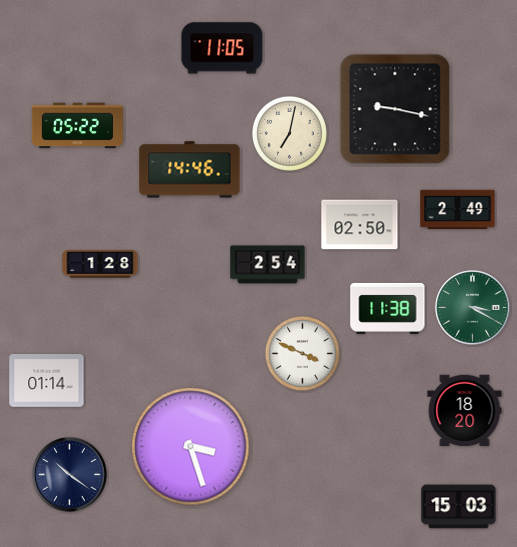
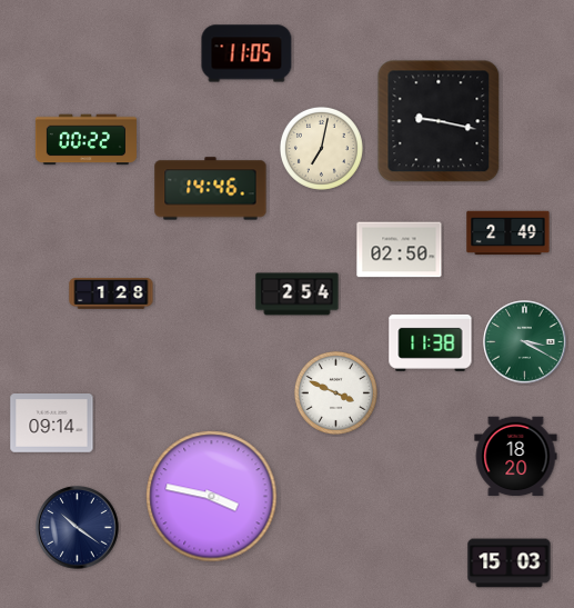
clock at (77, 126): 05:22 -> 00:22
clock at (47, 381): 01:14 -> 09:14
clock at (191, 447): 3:27 -> 3:47
